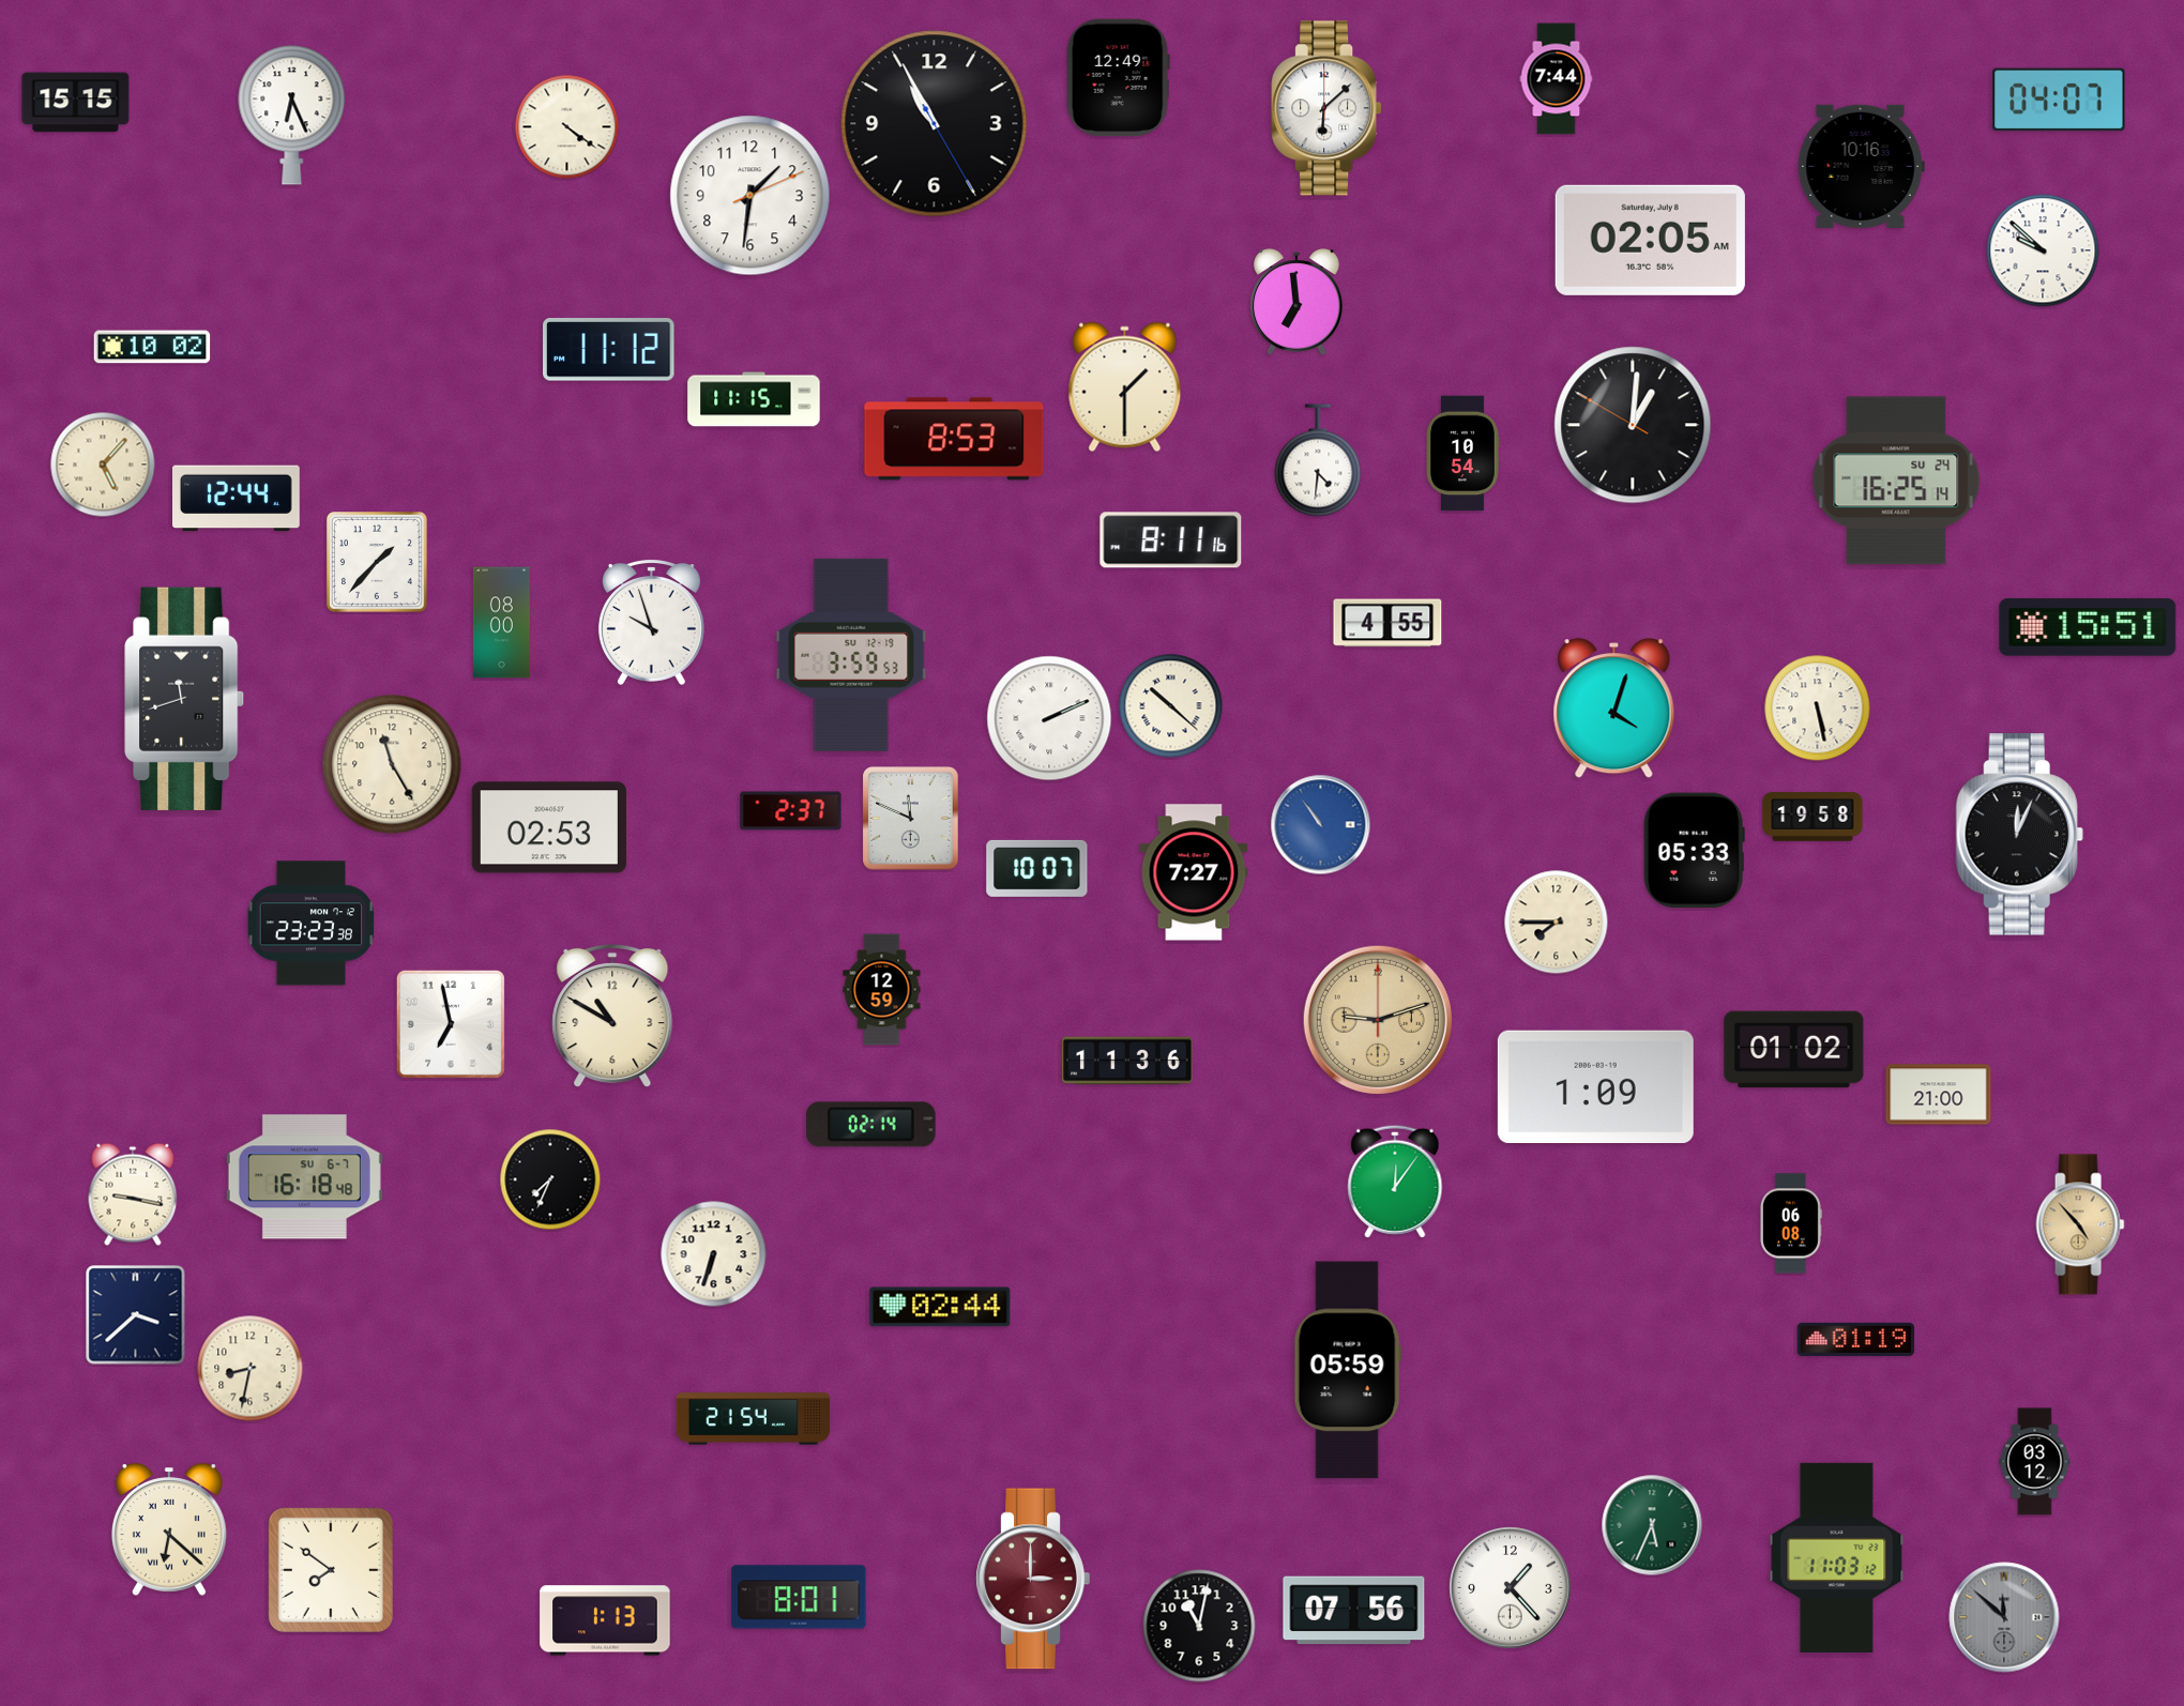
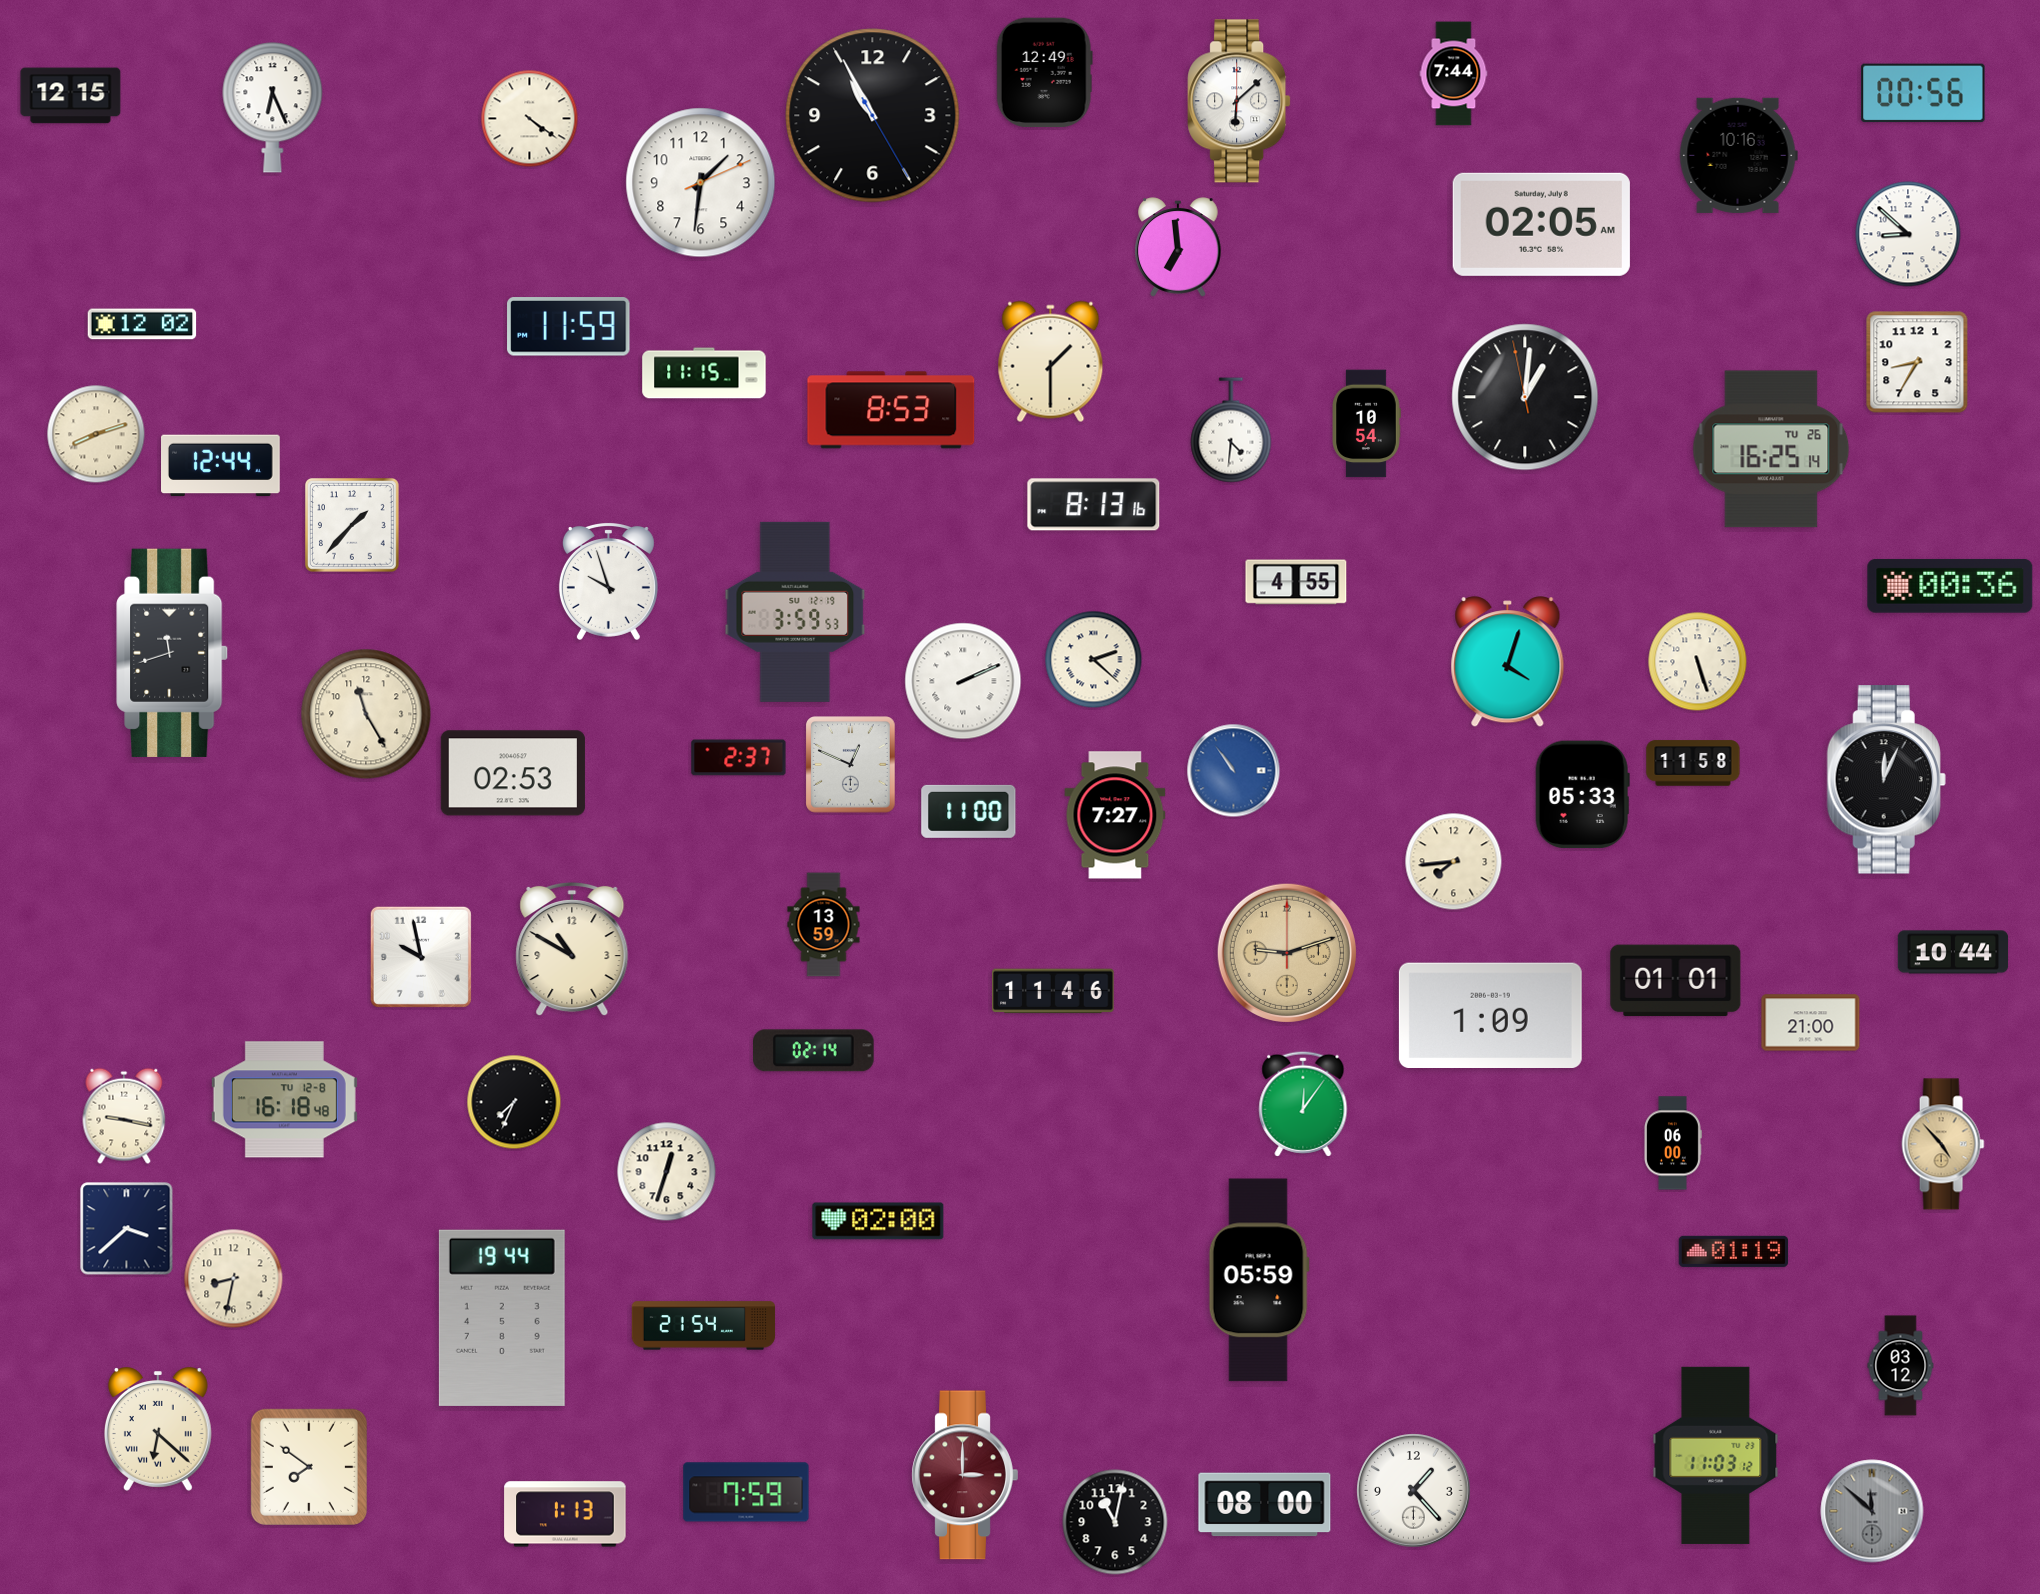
clock at (2059, 100): 04:07 -> 00:56
clock at (76, 103): 15:15 -> 12:15
clock at (2043, 250): 9:52 -> 8:52
clock at (1298, 302) position: (1298, 302) -> (1179, 247)
clock at (152, 347): 10:02 -> 12:02
clock at (609, 350): 11:12 -> 11:59
clock at (1917, 362): none -> 8:35
clock at (1633, 425): 1:00:50 -> 1:00:58
clock at (103, 464): 5:07 -> 8:12
clock at (1896, 481) date: SU 24 -> TU 26
clock at (1171, 540): 8:11 -> 8:13
clock at (501, 623): 08:00 -> none
clock at (2088, 627): 15:51 -> 00:36
clock at (1171, 706): 10:22 -> 2:22
clock at (1818, 709): 5:28 -> 5:27
clock at (1049, 718) position: (1049, 718) -> (963, 681)
clock at (1813, 817): 19:58 -> 11:58
clock at (911, 819): 11:49 -> 12:49
clock at (1037, 868): 10:07 -> 11:00
clock at (1557, 923): 7:45 -> 7:44
clock at (312, 924): 23:23 -> none
clock at (882, 990): 12:59 -> 13:59
clock at (1953, 952): none -> 10:44
clock at (451, 1024): 6:58 -> 9:58
clock at (1794, 1050): 01:02 -> 01:01
clock at (1127, 1061): 11:36 -> 11:46
clock at (304, 1177) date: SU 6-7 -> TU 12-8
clock at (1790, 1223): 06:08 -> 06:00
clock at (714, 1254): 6:33 -> 12:33
clock at (940, 1307): 02:44 -> 02:00
clock at (502, 1318): none -> 19:44
clock at (1652, 1525): 5:34 -> none
clock at (1511, 1588) position: (1511, 1588) -> (1414, 1491)
clock at (799, 1597): 8:01 -> 7:59
clock at (1354, 1611): 07:56 -> 08:00
clock at (1199, 1626) position: (1199, 1626) -> (1115, 1522)
